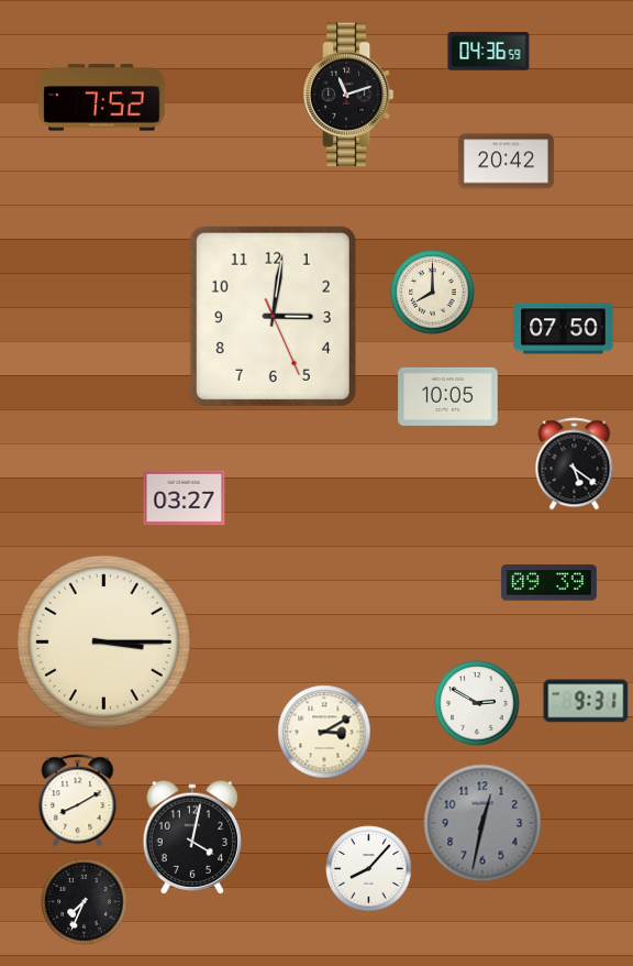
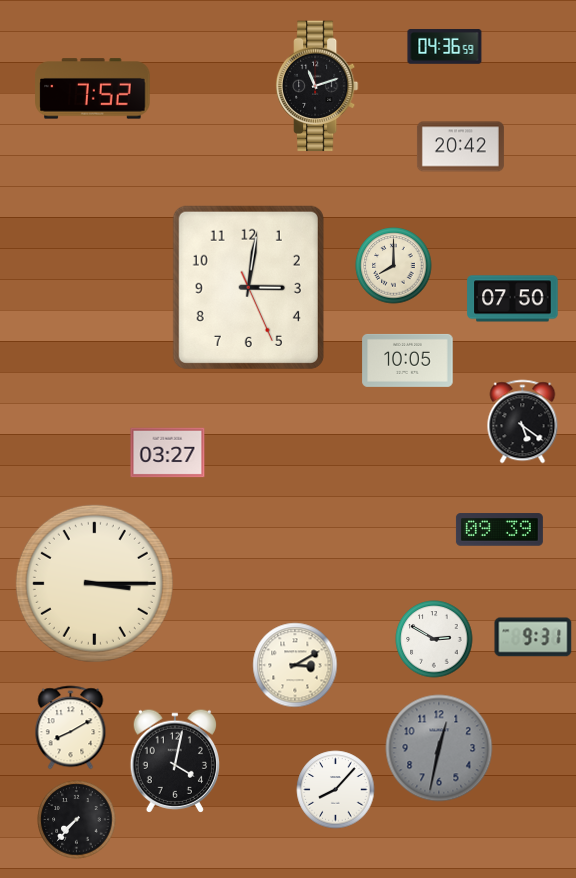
clock at (85, 902): 7:34 -> 7:37
